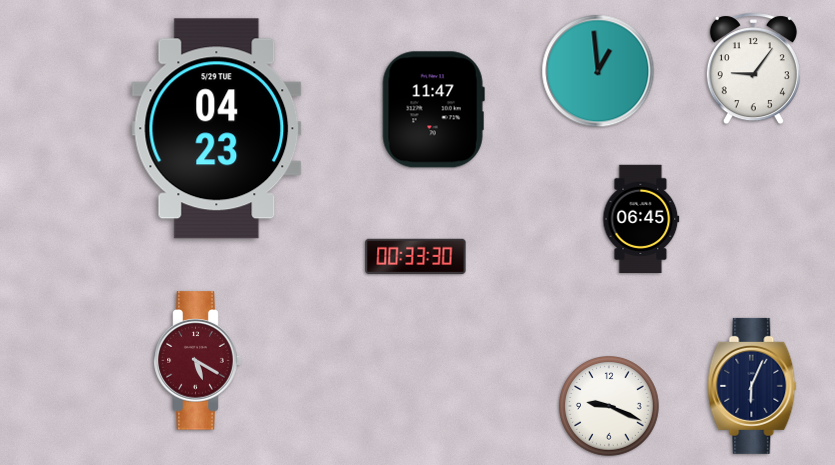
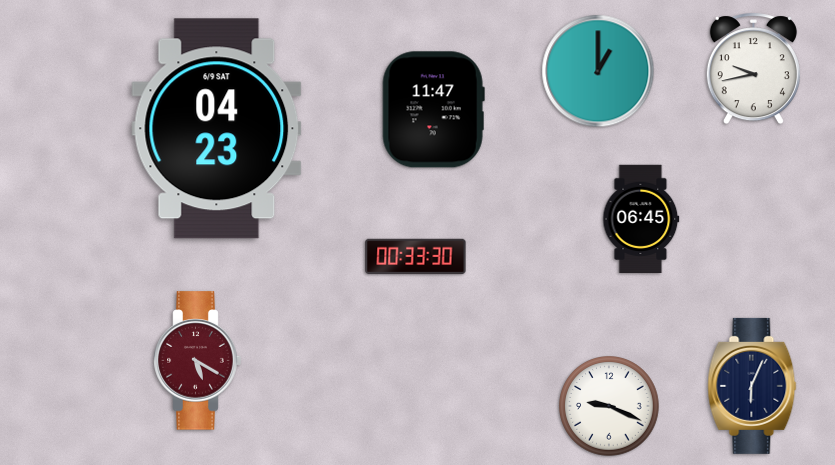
clock at (753, 69): 9:06 -> 9:43
clock at (598, 71): 12:59 -> 1:00
clock at (217, 129) date: 5/29 TUE -> 6/9 SAT
